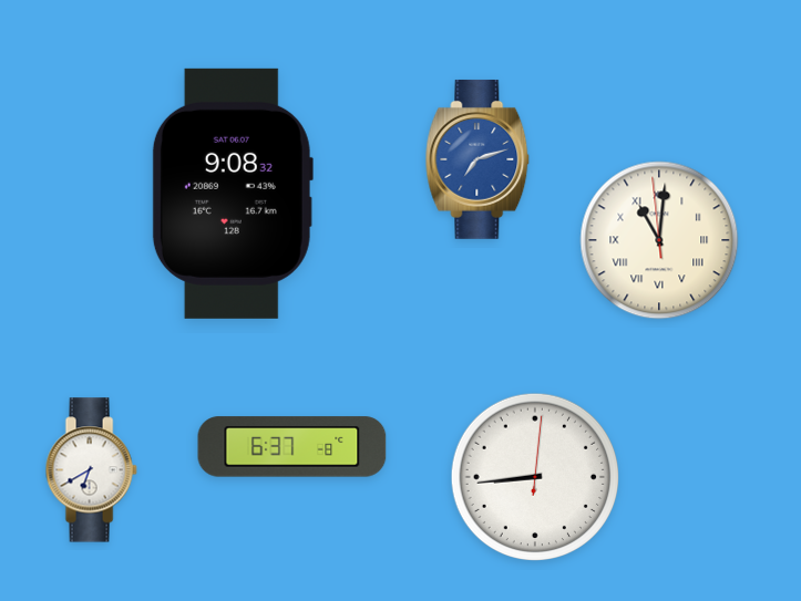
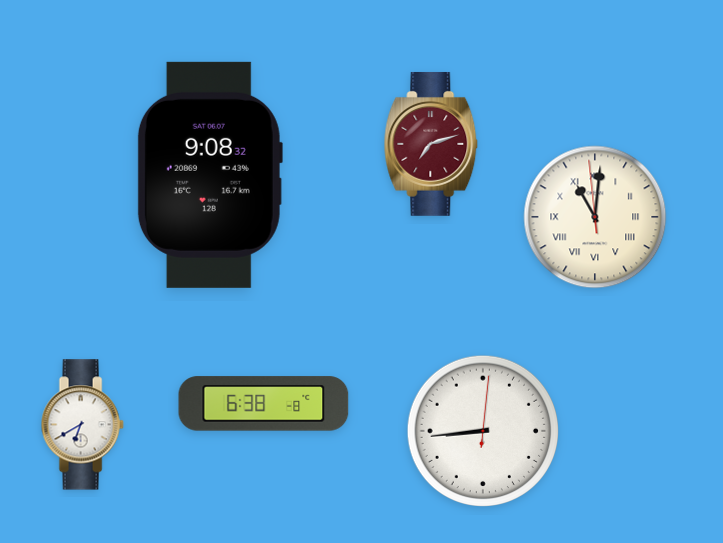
clock at (477, 159) dial: blue -> burgundy
clock at (292, 447): 6:37 -> 6:38
